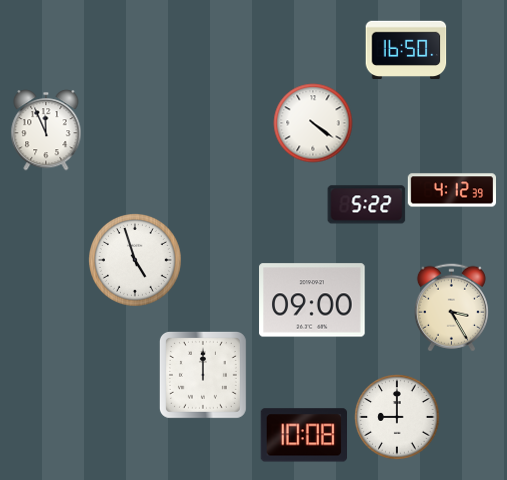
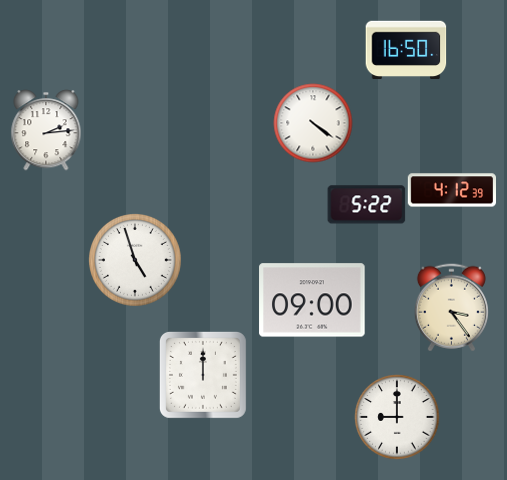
clock at (46, 130): 11:56 -> 2:14
clock at (451, 307): 3:25 -> 3:24
clock at (303, 435): 10:08 -> none
